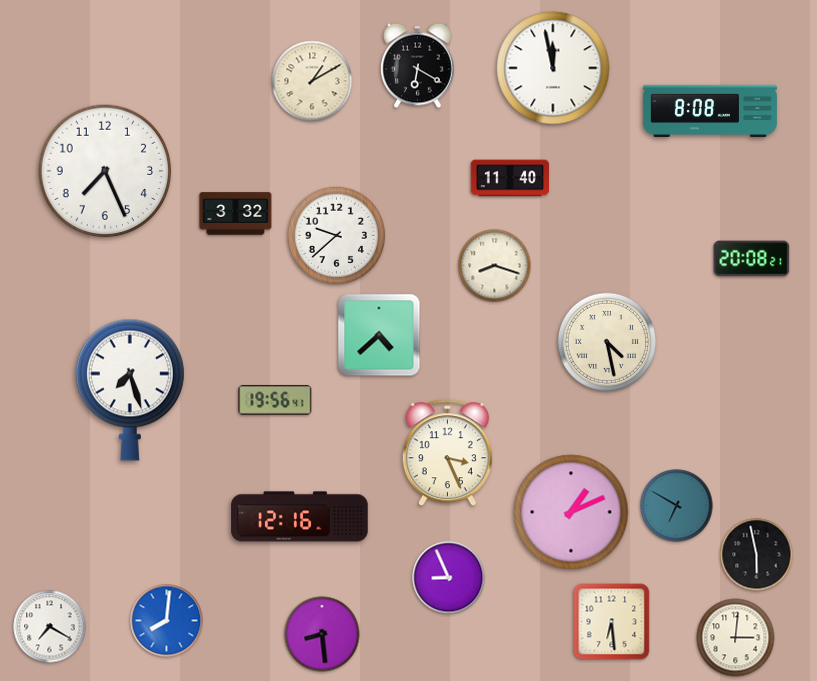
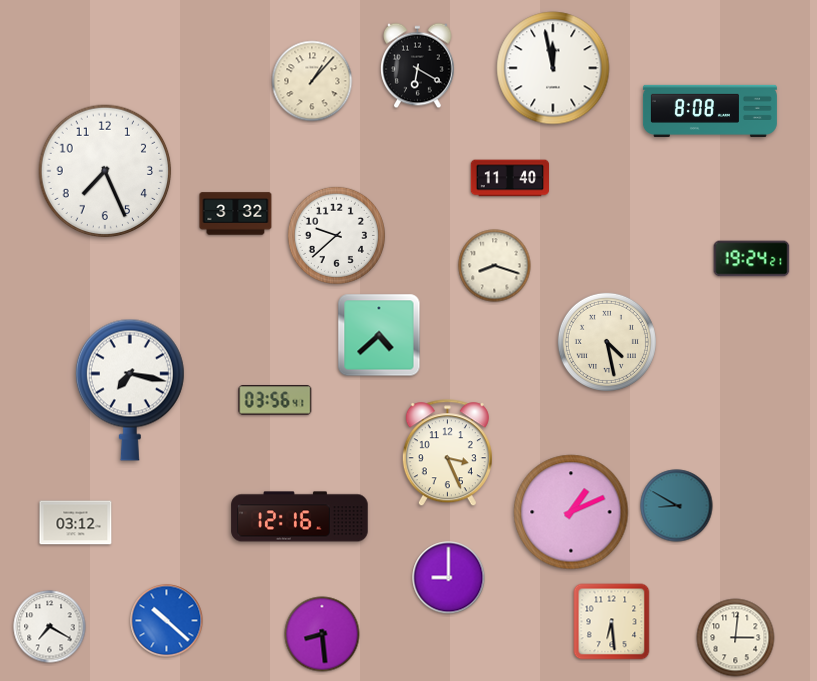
clock at (312, 81): 1:10 -> 1:07
clock at (752, 259): 20:08 -> 19:24
clock at (130, 390): 7:27 -> 7:17
clock at (275, 400): 19:56 -> 03:56
clock at (677, 506): 6:50 -> 8:50
clock at (76, 523): none -> 03:12
clock at (757, 555): 5:58 -> none
clock at (449, 578): 8:56 -> 9:00
clock at (167, 621): 8:01 -> 10:22
